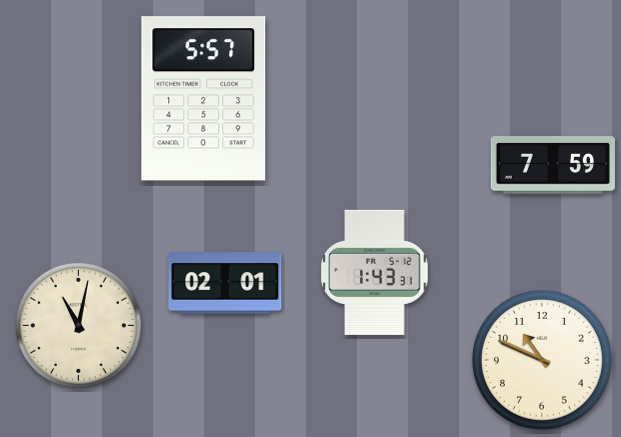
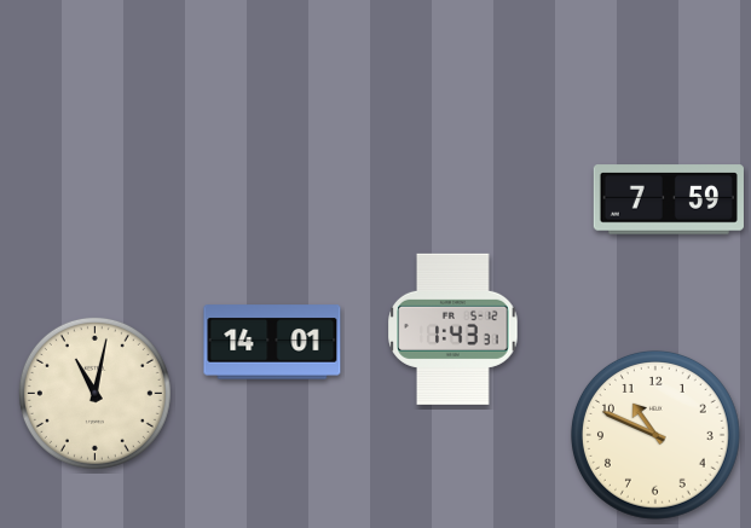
clock at (204, 99): 5:57 -> none
clock at (225, 283): 02:01 -> 14:01
